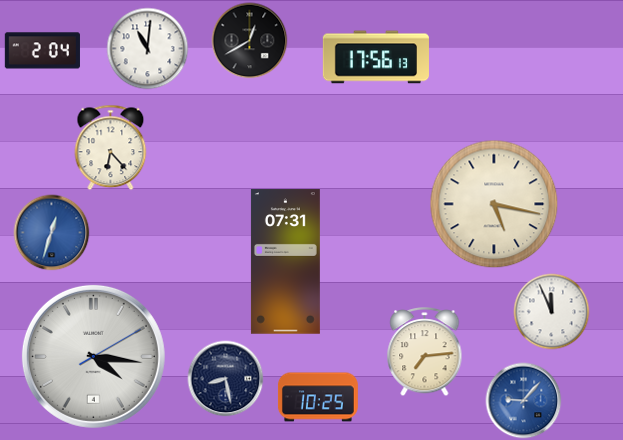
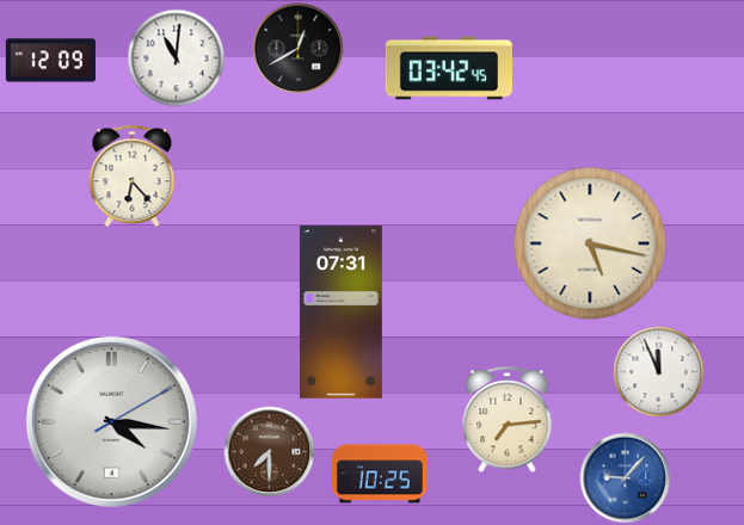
clock at (42, 51): 2:04 -> 12:09
clock at (375, 57): 17:56 -> 03:42
clock at (52, 233): 12:33 -> none
clock at (93, 356) position: (93, 356) -> (111, 421)
clock at (226, 379): 8:28 -> 7:30
clock at (226, 379) dial: navy -> brown
